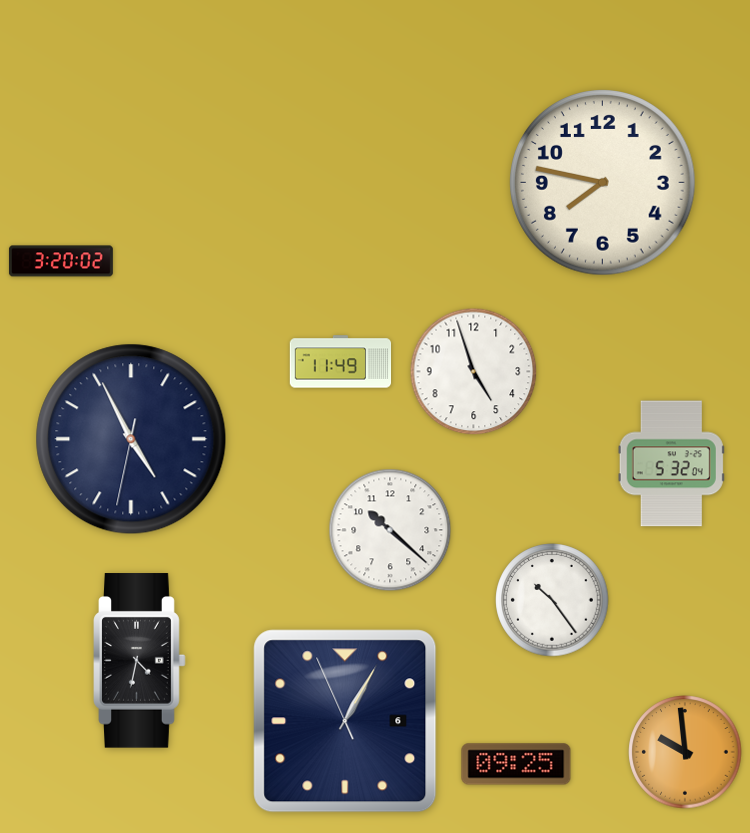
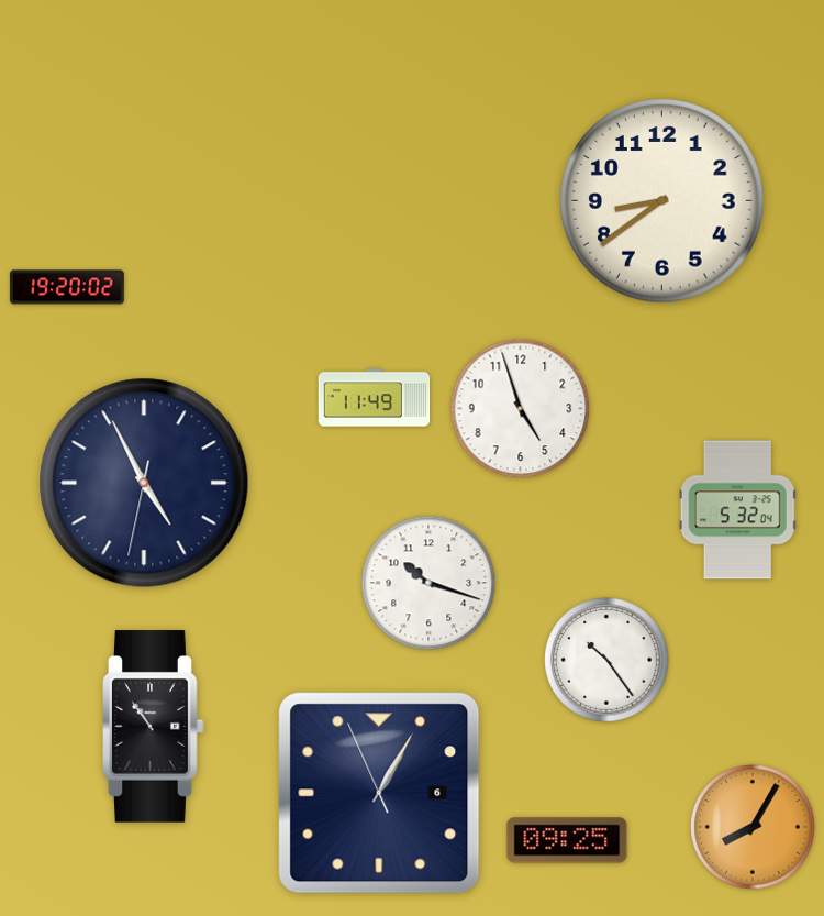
clock at (603, 183): 7:47 -> 8:39
clock at (61, 261): 3:20 -> 19:20
clock at (390, 530): 10:22 -> 10:18
clock at (140, 661): 4:32 -> 10:54
clock at (685, 752): 9:59 -> 8:05
